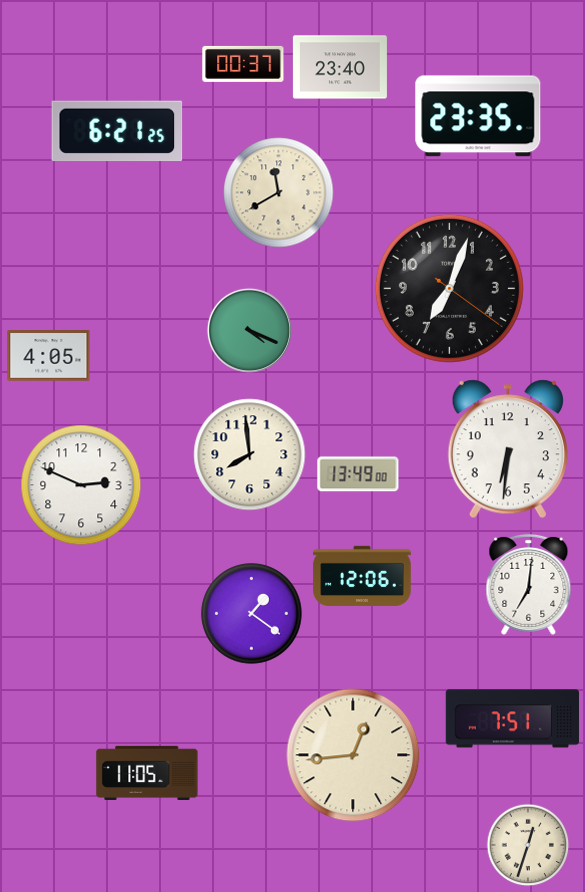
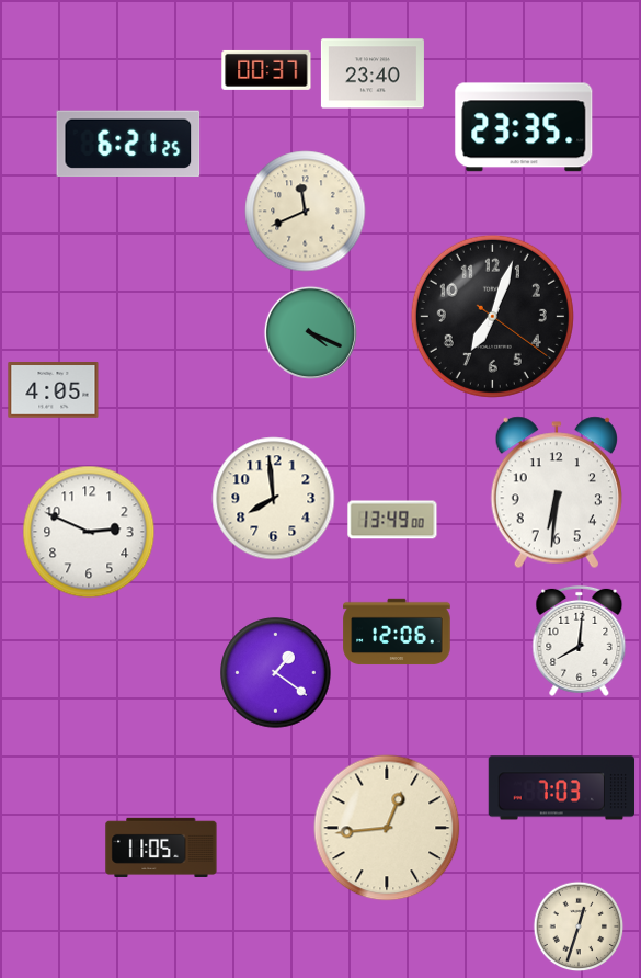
clock at (279, 193): 11:40 -> 11:41
clock at (249, 330) position: (249, 330) -> (310, 332)
clock at (529, 584): 7:01 -> 8:01
clock at (513, 719): 7:51 -> 7:03
